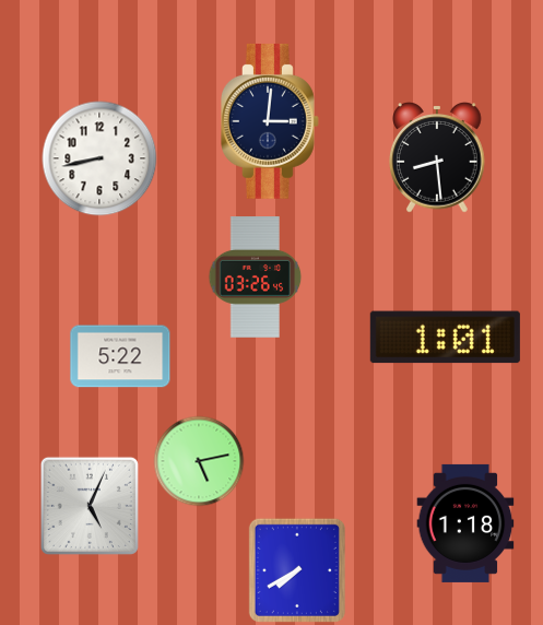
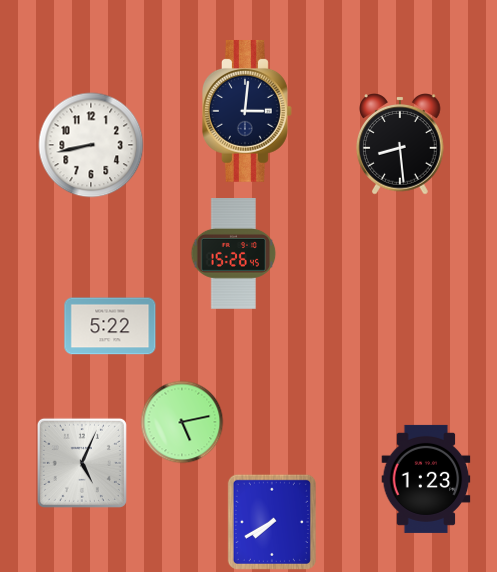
clock at (256, 278): 03:26 -> 15:26
clock at (445, 338): 1:01 -> none
clock at (465, 523): 1:18 -> 1:23
